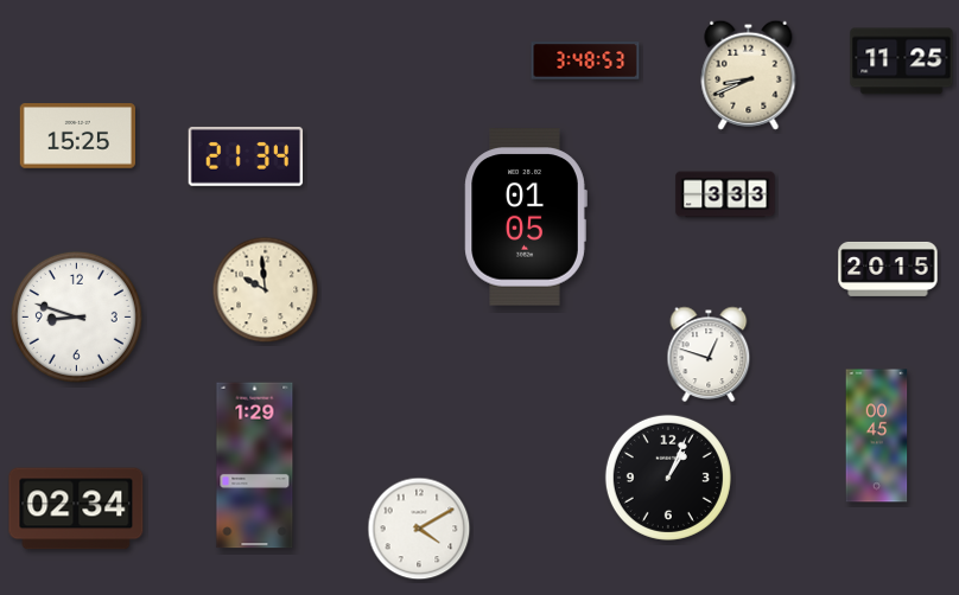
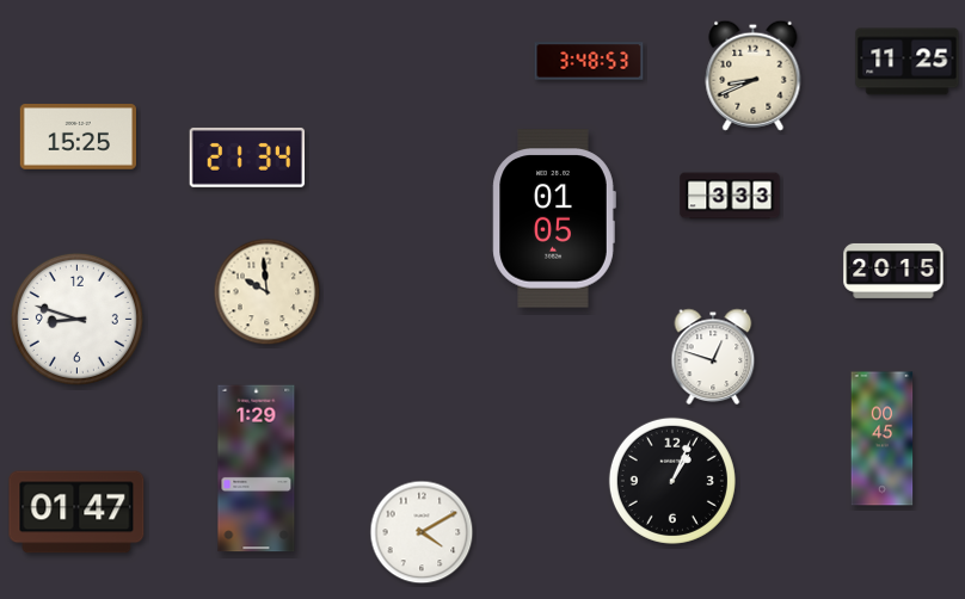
clock at (526, 217) position: (526, 217) -> (554, 218)
clock at (76, 508): 02:34 -> 01:47
